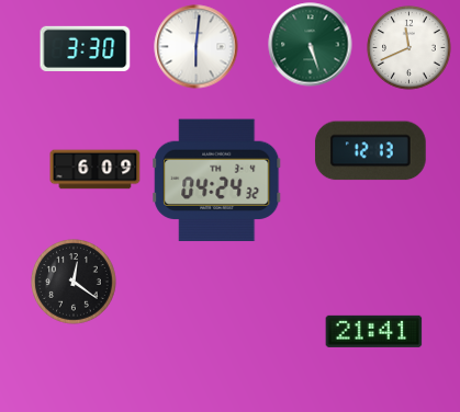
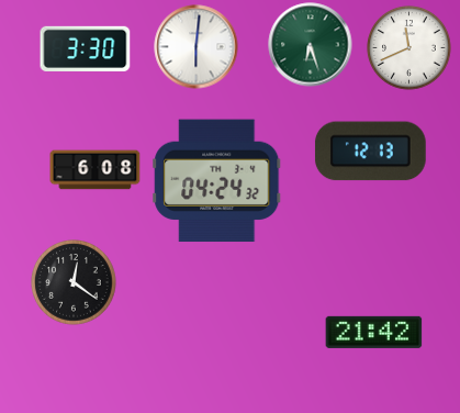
clock at (311, 45): 5:27 -> 6:27
clock at (96, 170): 6:09 -> 6:08
clock at (374, 331): 21:41 -> 21:42
